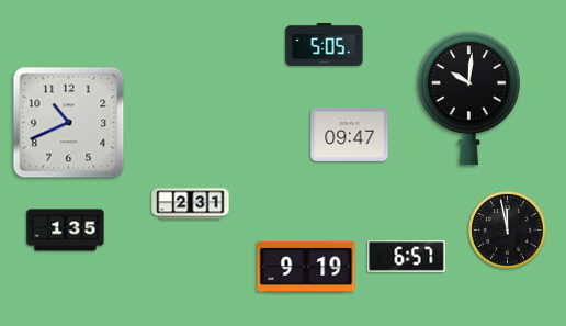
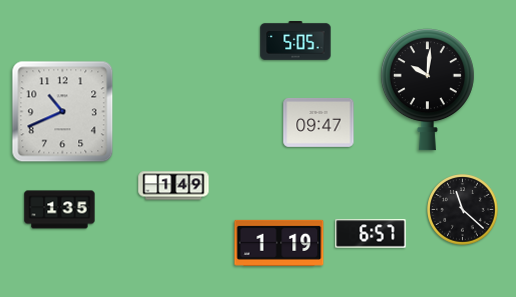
clock at (191, 204): 2:31 -> 1:49
clock at (508, 231): 11:58 -> 11:22
clock at (306, 267): 9:19 -> 1:19
